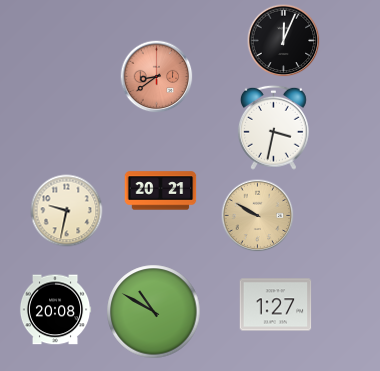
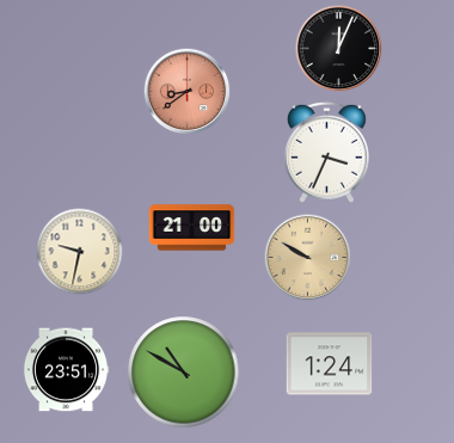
clock at (273, 127): 3:32 -> 3:34
clock at (161, 191): 20:21 -> 21:00
clock at (276, 305): 1:27 -> 1:24
clock at (55, 310): 20:08 -> 23:51
